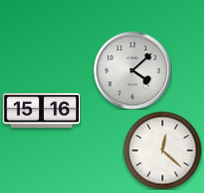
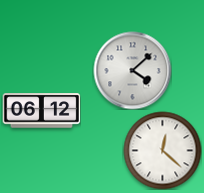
clock at (41, 111): 15:16 -> 06:12
